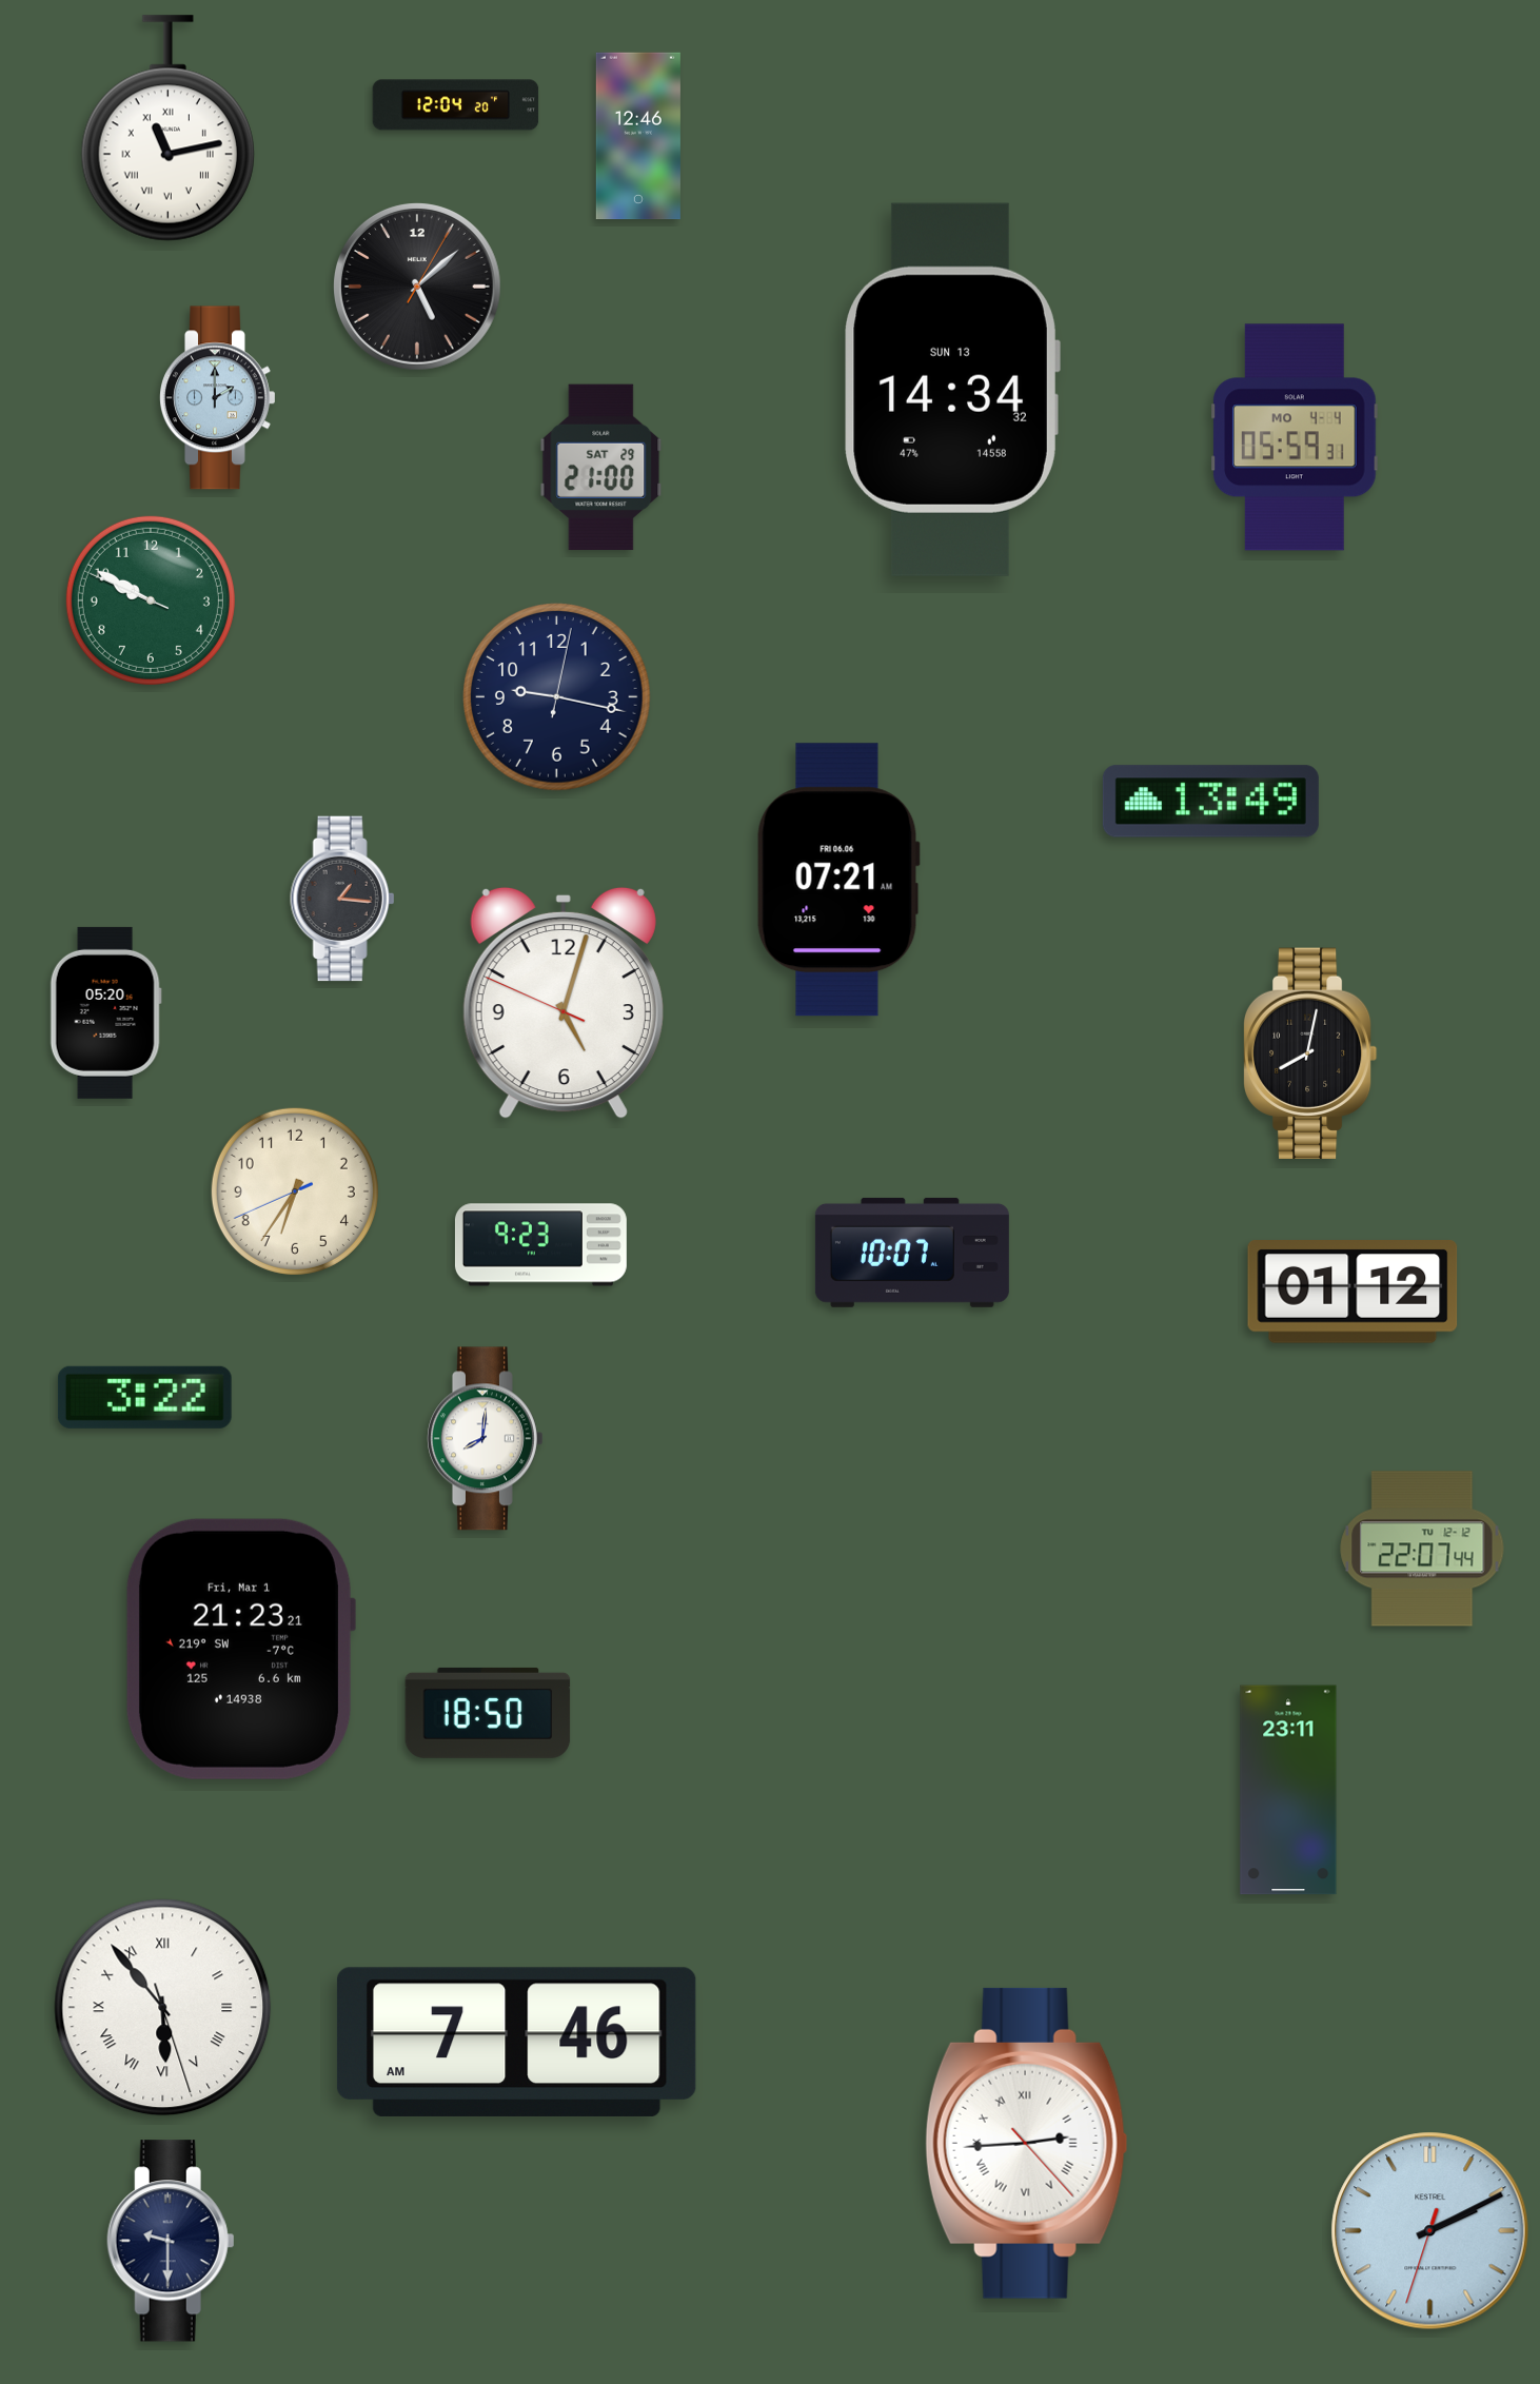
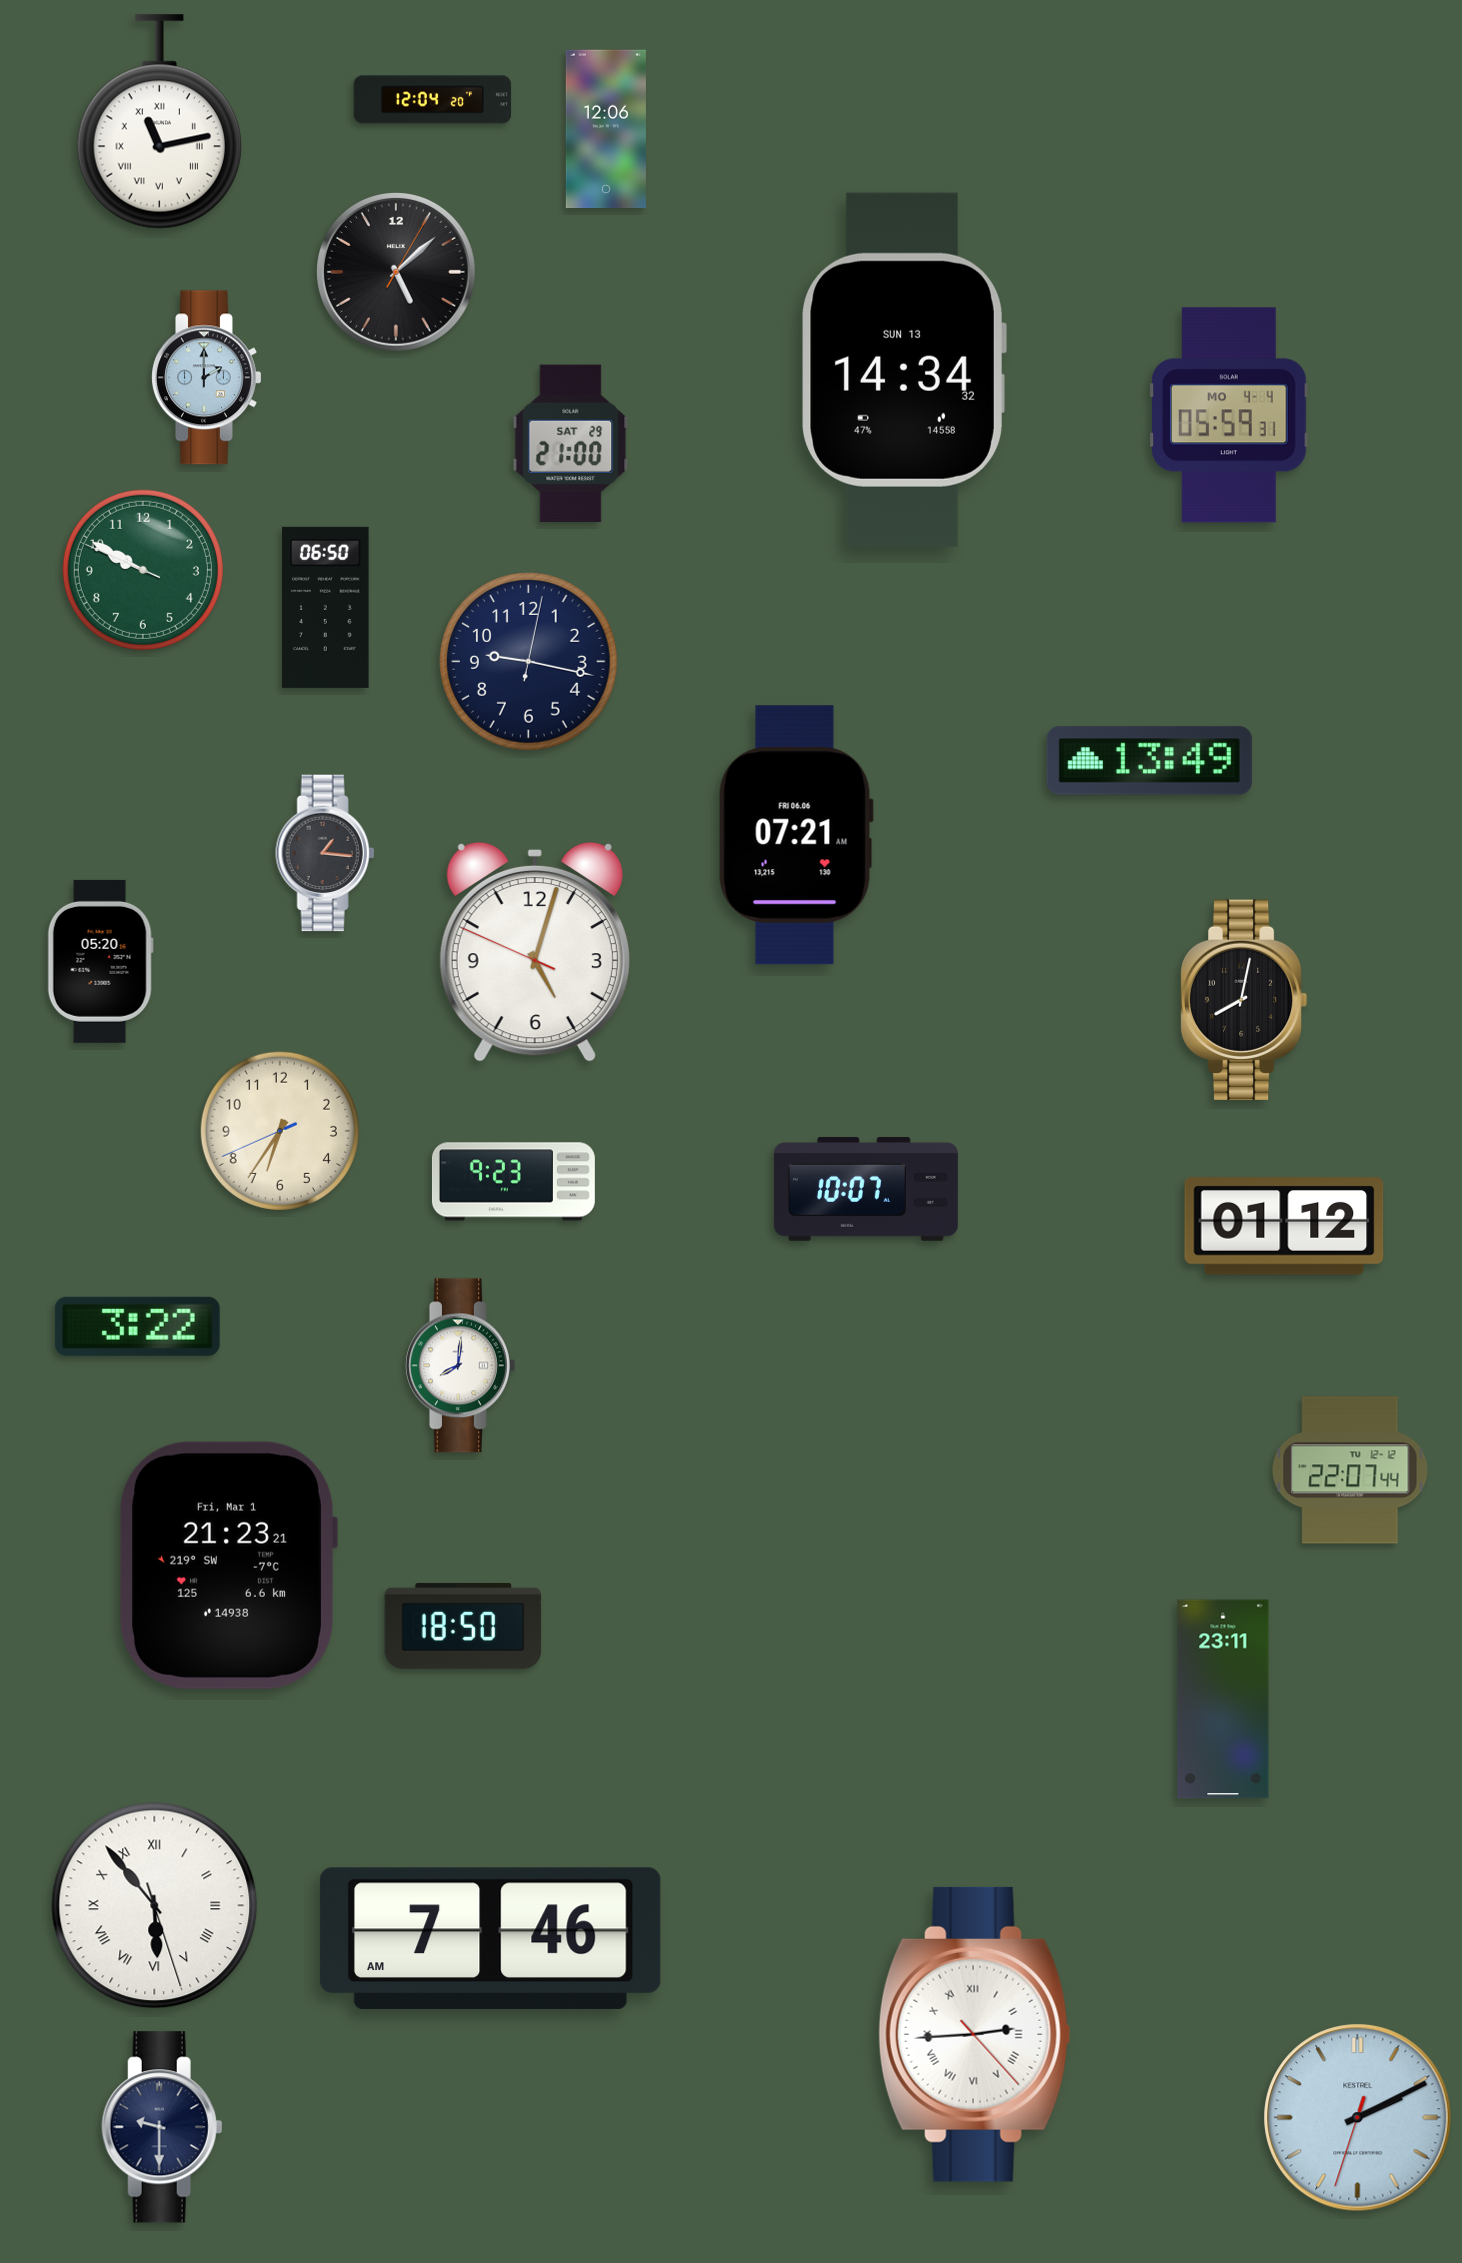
clock at (638, 136): 12:46 -> 12:06
clock at (326, 607): none -> 06:50
